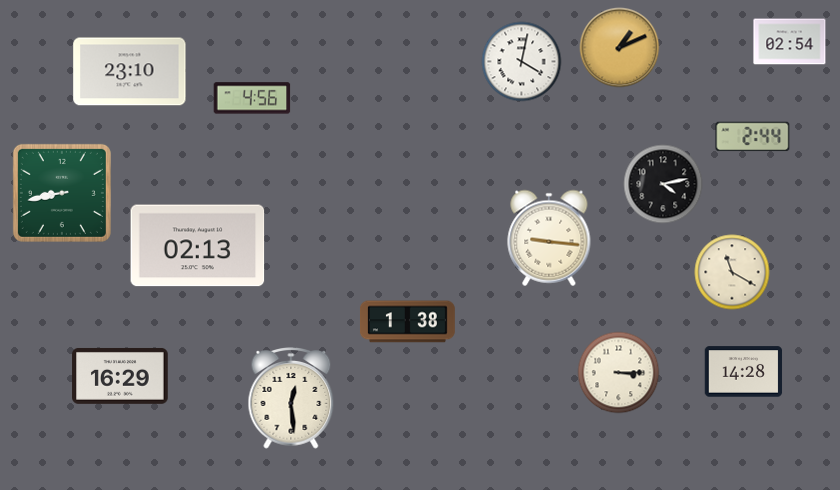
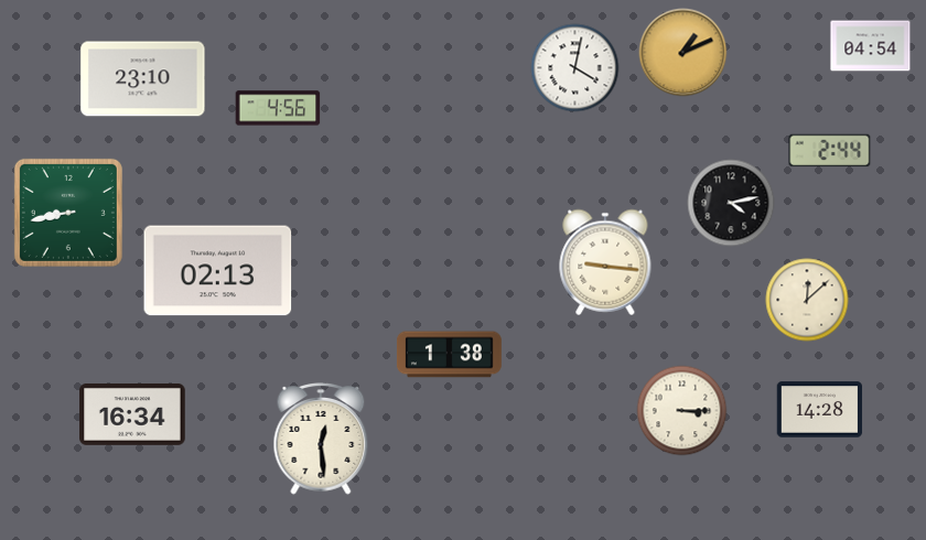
clock at (790, 42): 02:54 -> 04:54
clock at (732, 272): 11:20 -> 12:08
clock at (120, 376): 16:29 -> 16:34
